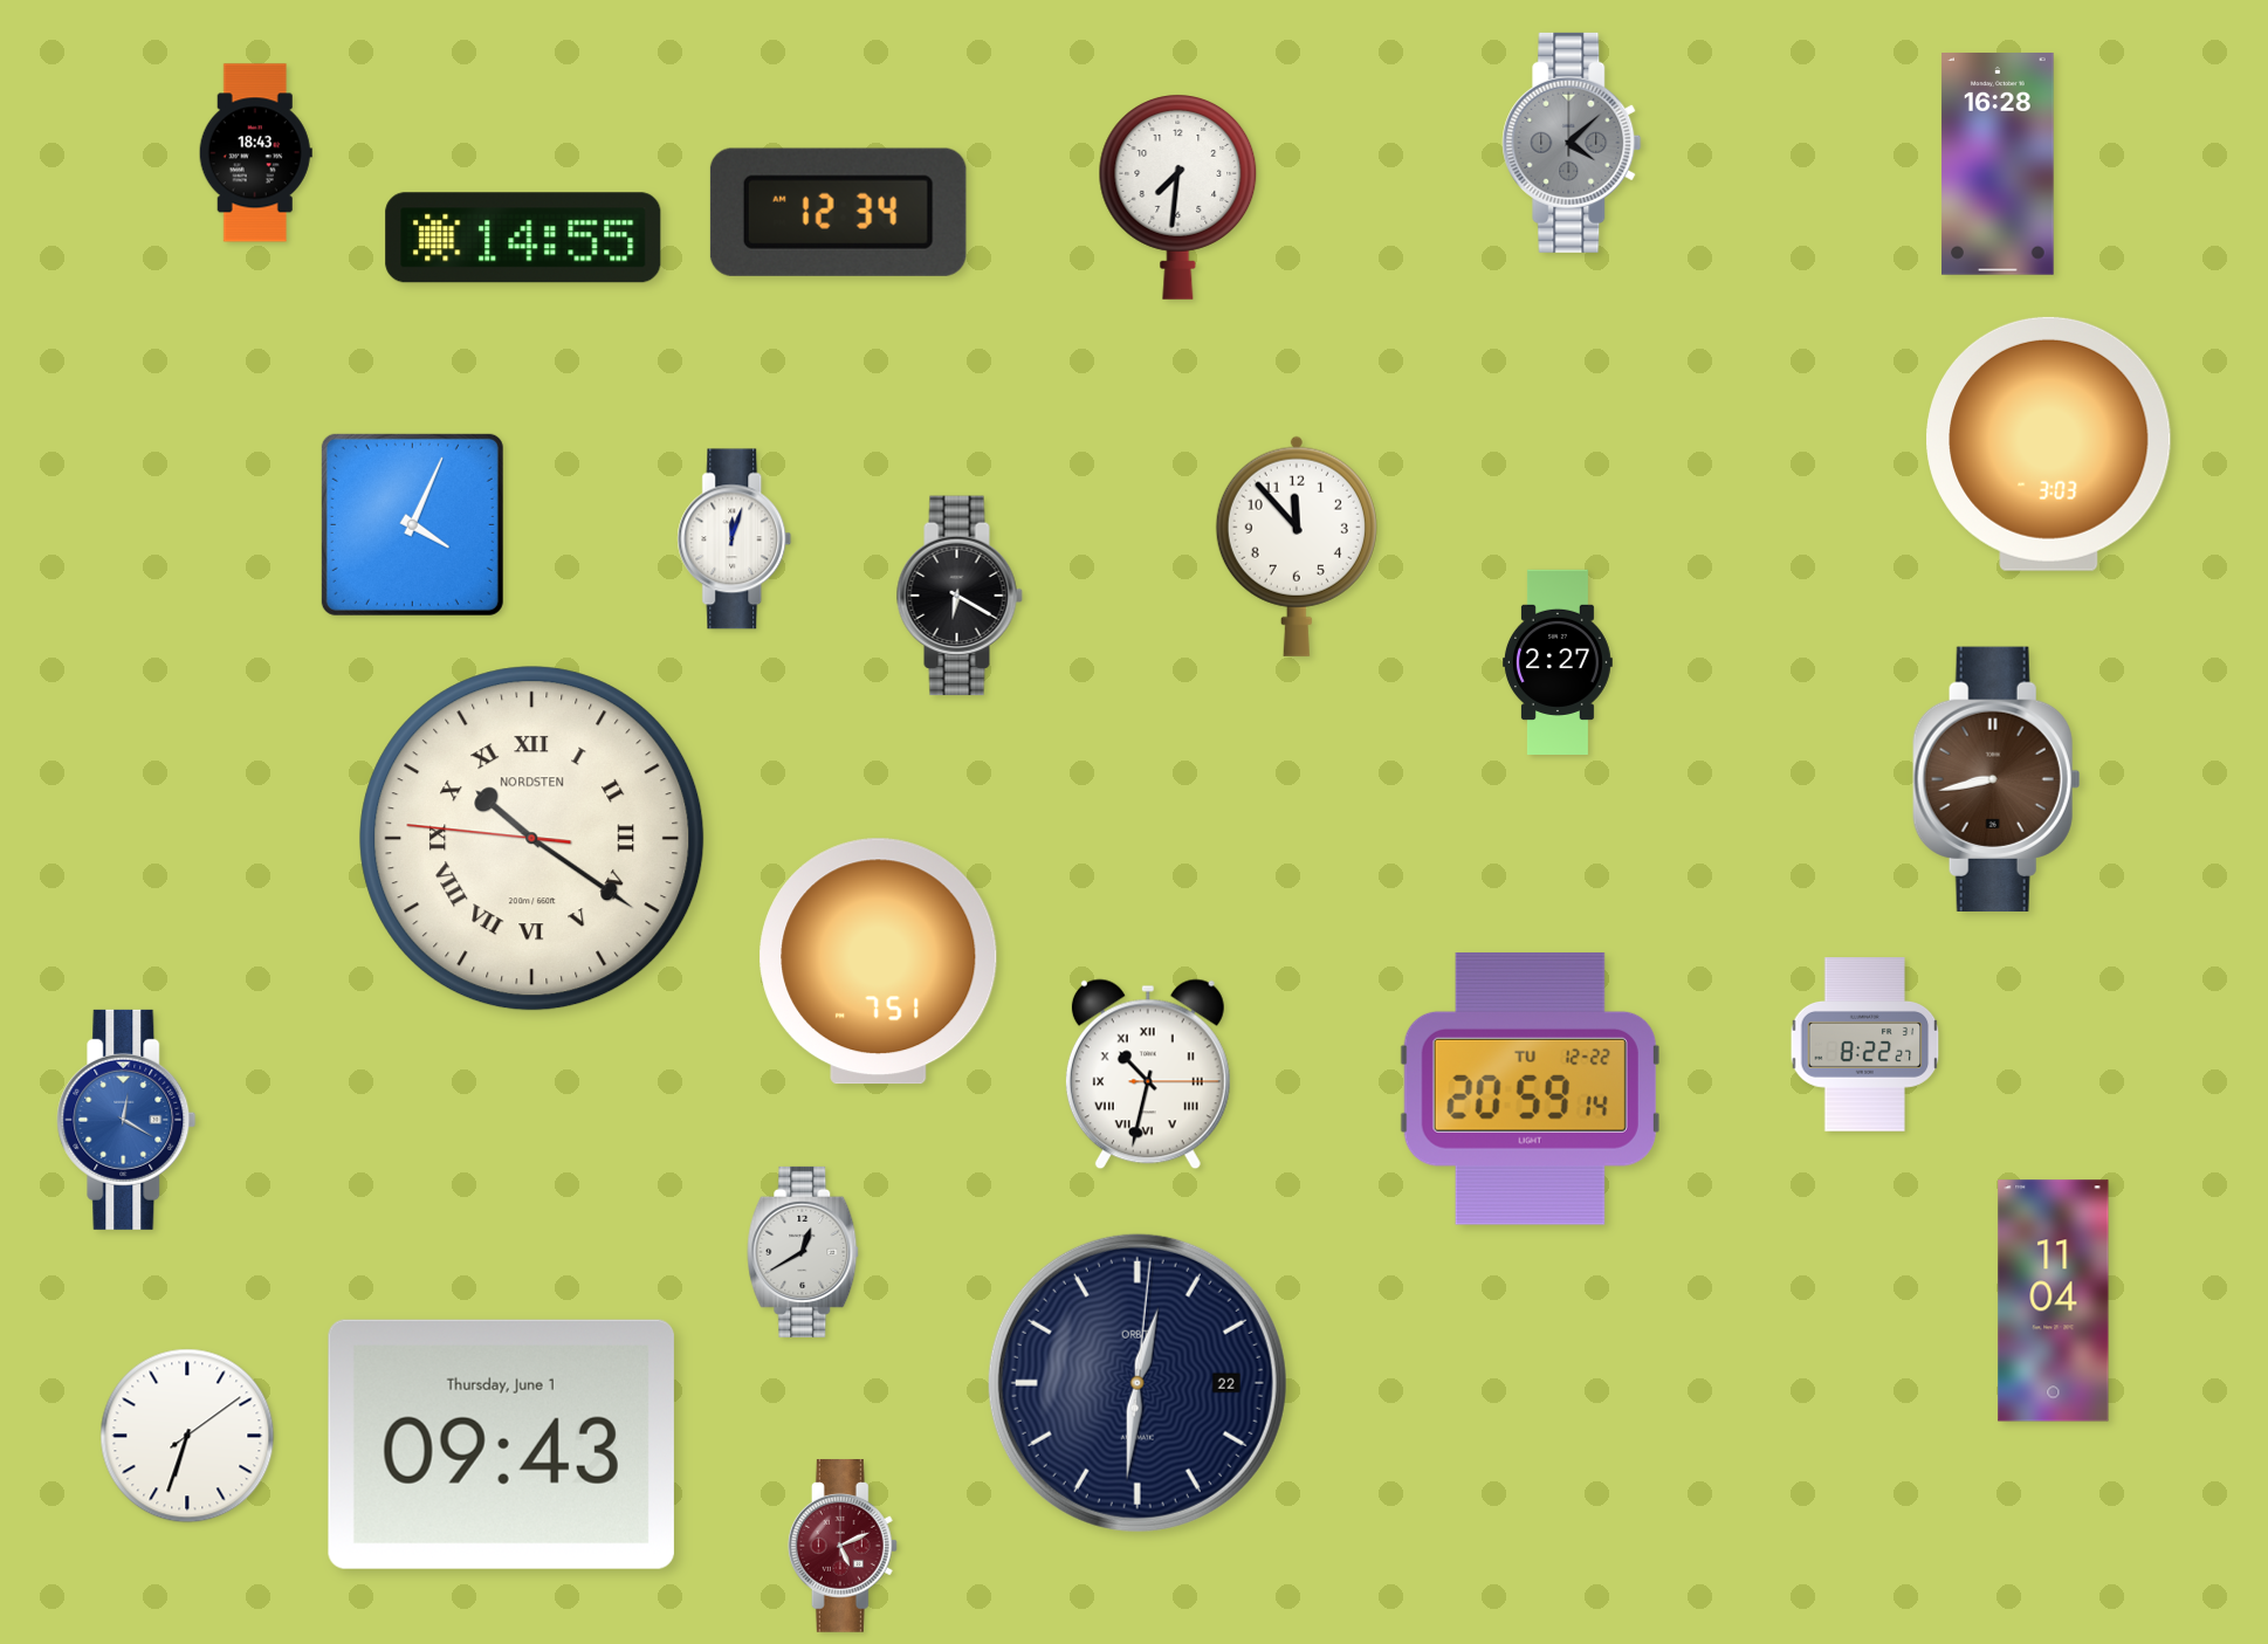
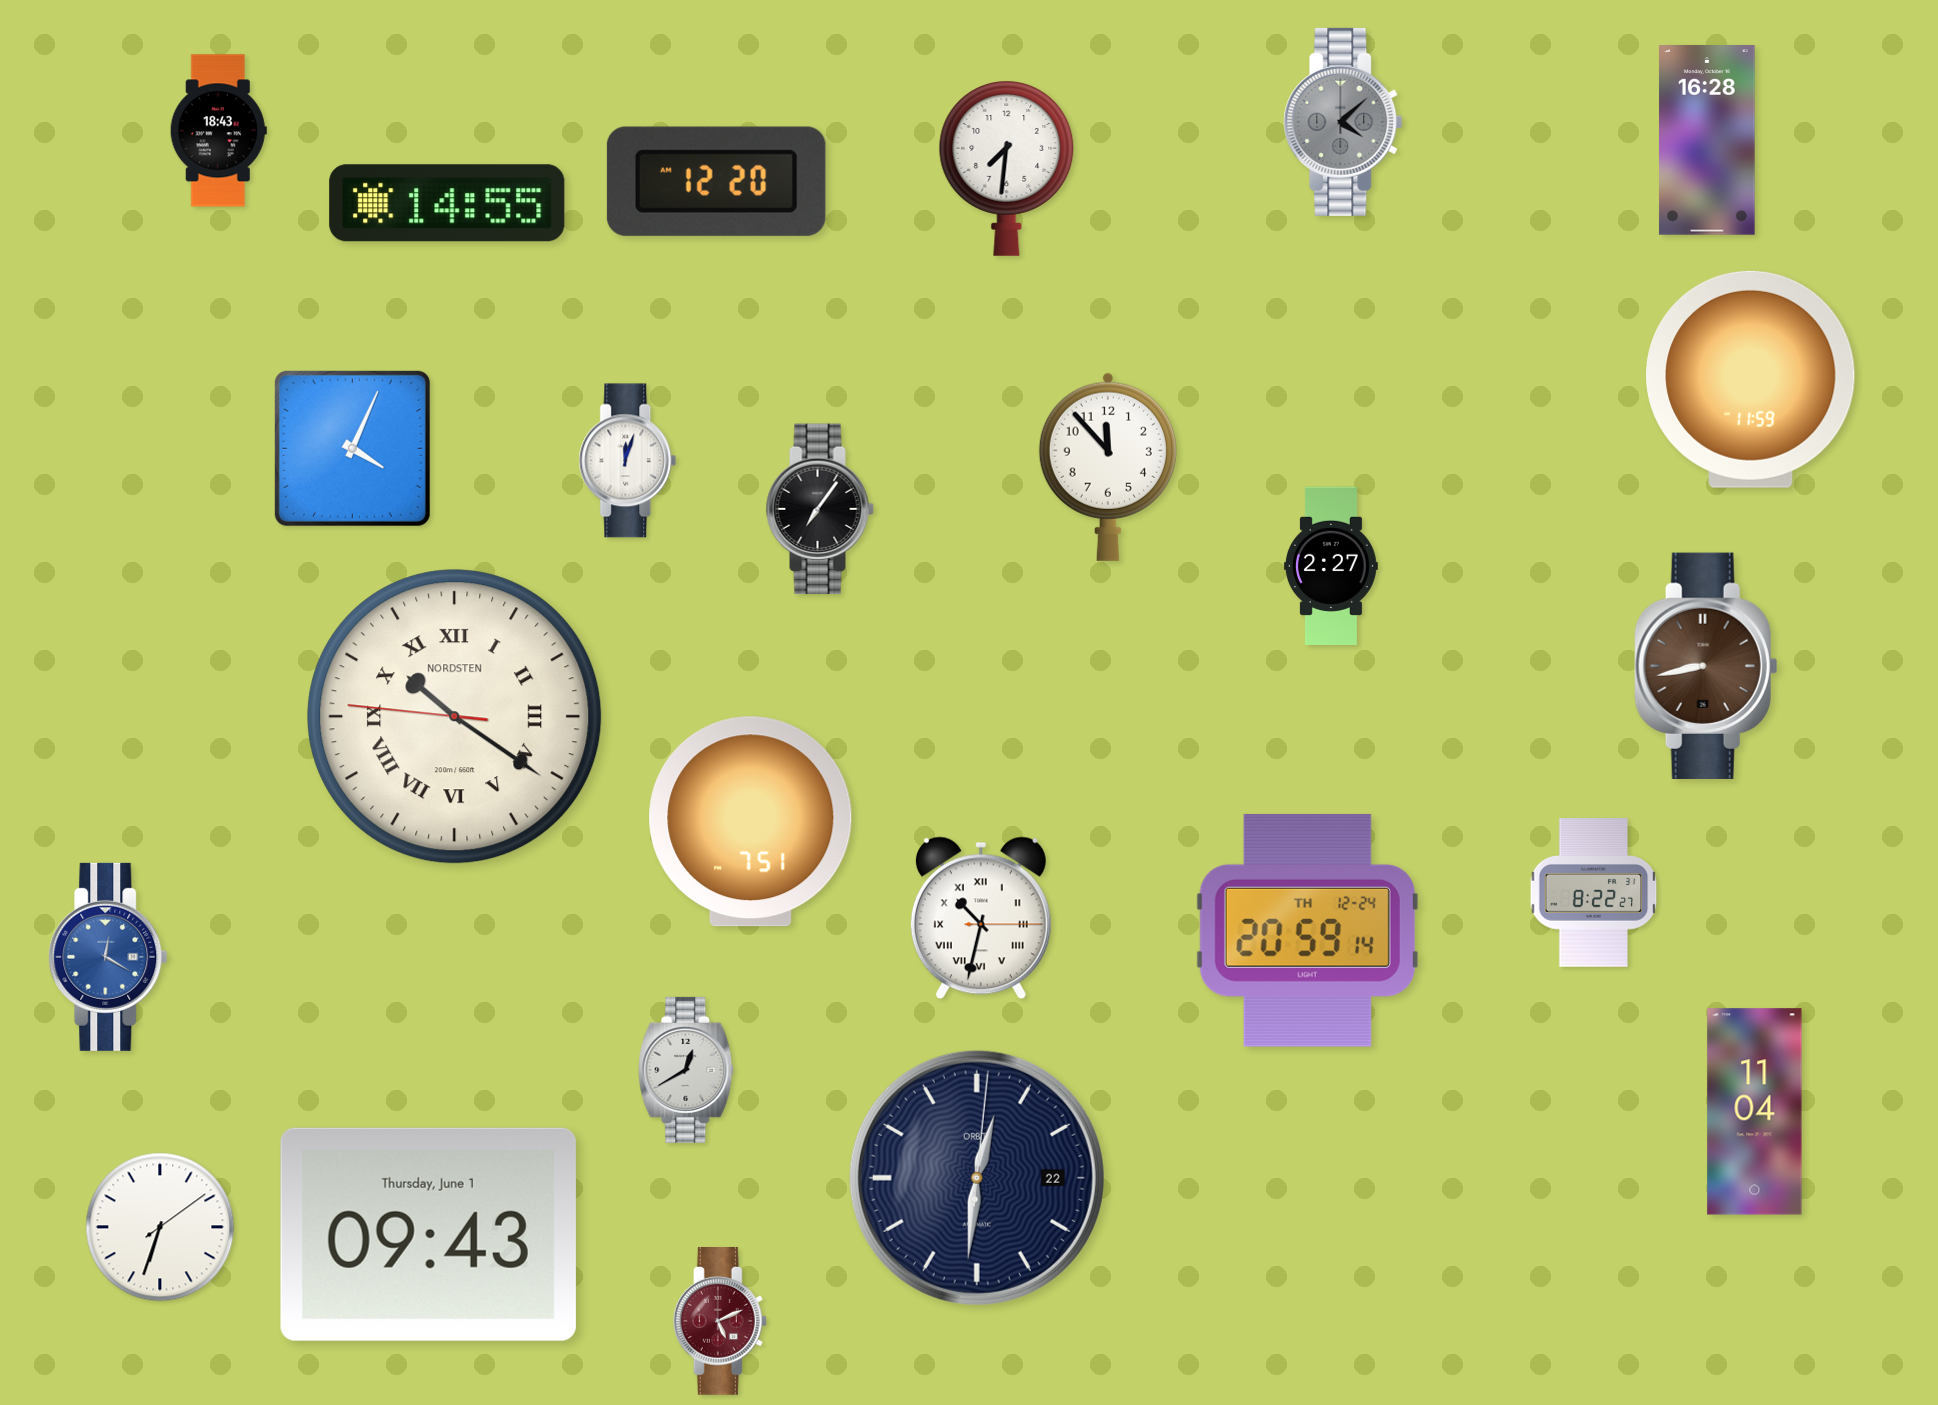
clock at (838, 212): 12:34 -> 12:20
clock at (2049, 443): 3:03 -> 11:59
clock at (960, 596): 6:20 -> 7:06
clock at (1530, 1088) date: TU 12-22 -> TH 12-24
clock at (1138, 1383) position: (1138, 1383) -> (977, 1178)
